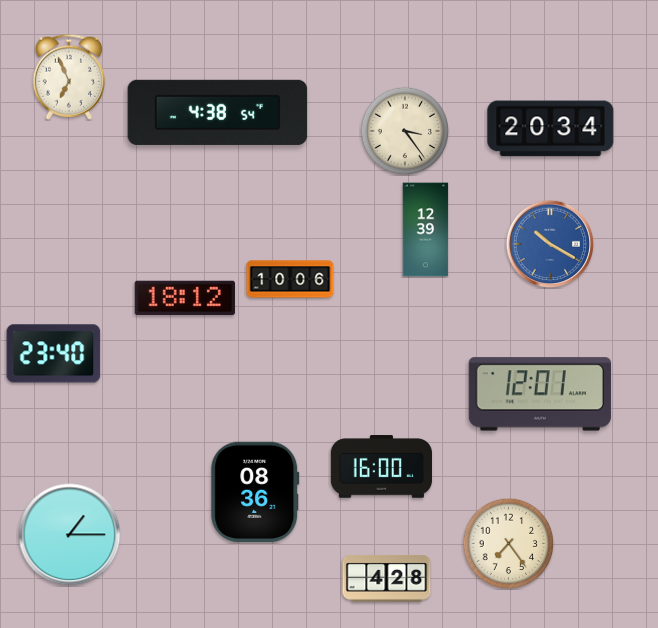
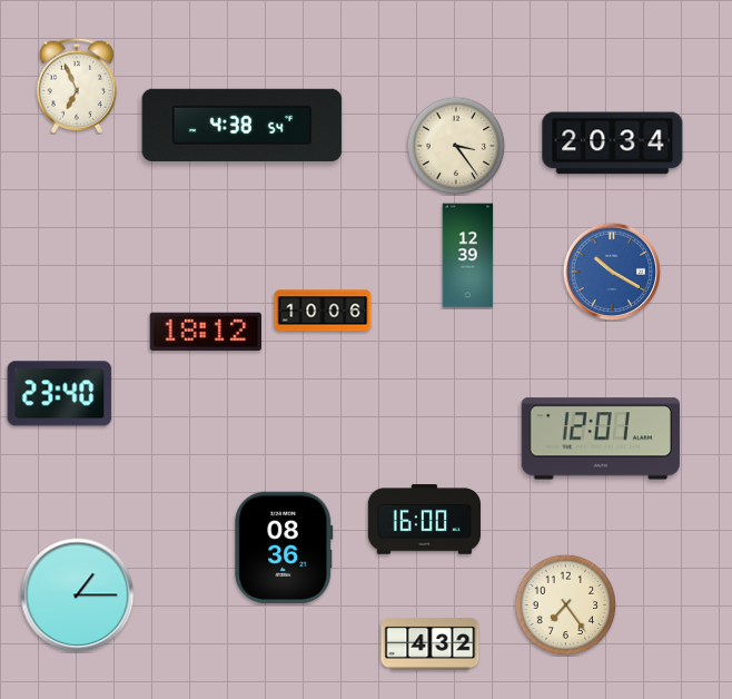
clock at (405, 131) position: (405, 131) -> (456, 146)
clock at (426, 230) position: (426, 230) -> (468, 256)
clock at (387, 578): 4:28 -> 4:32
